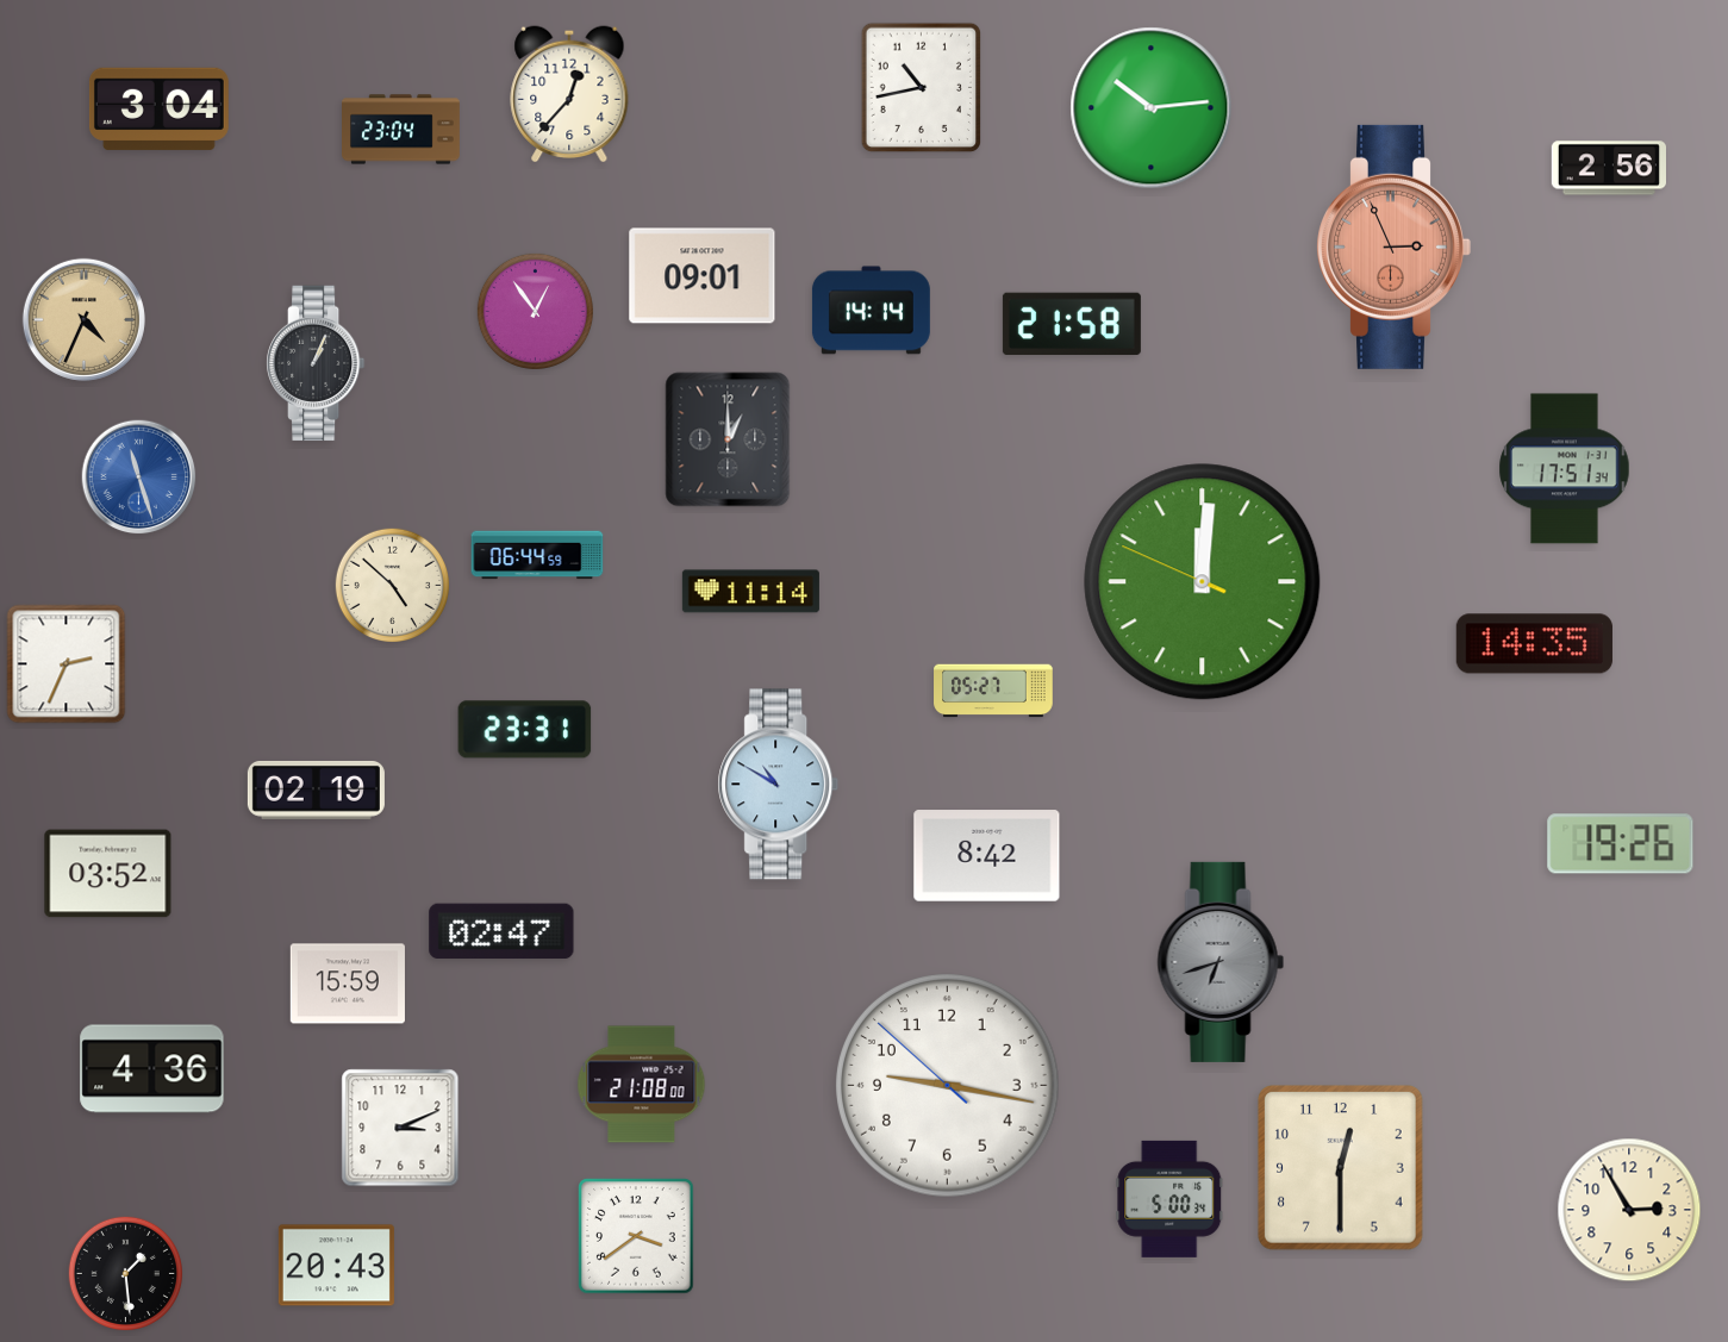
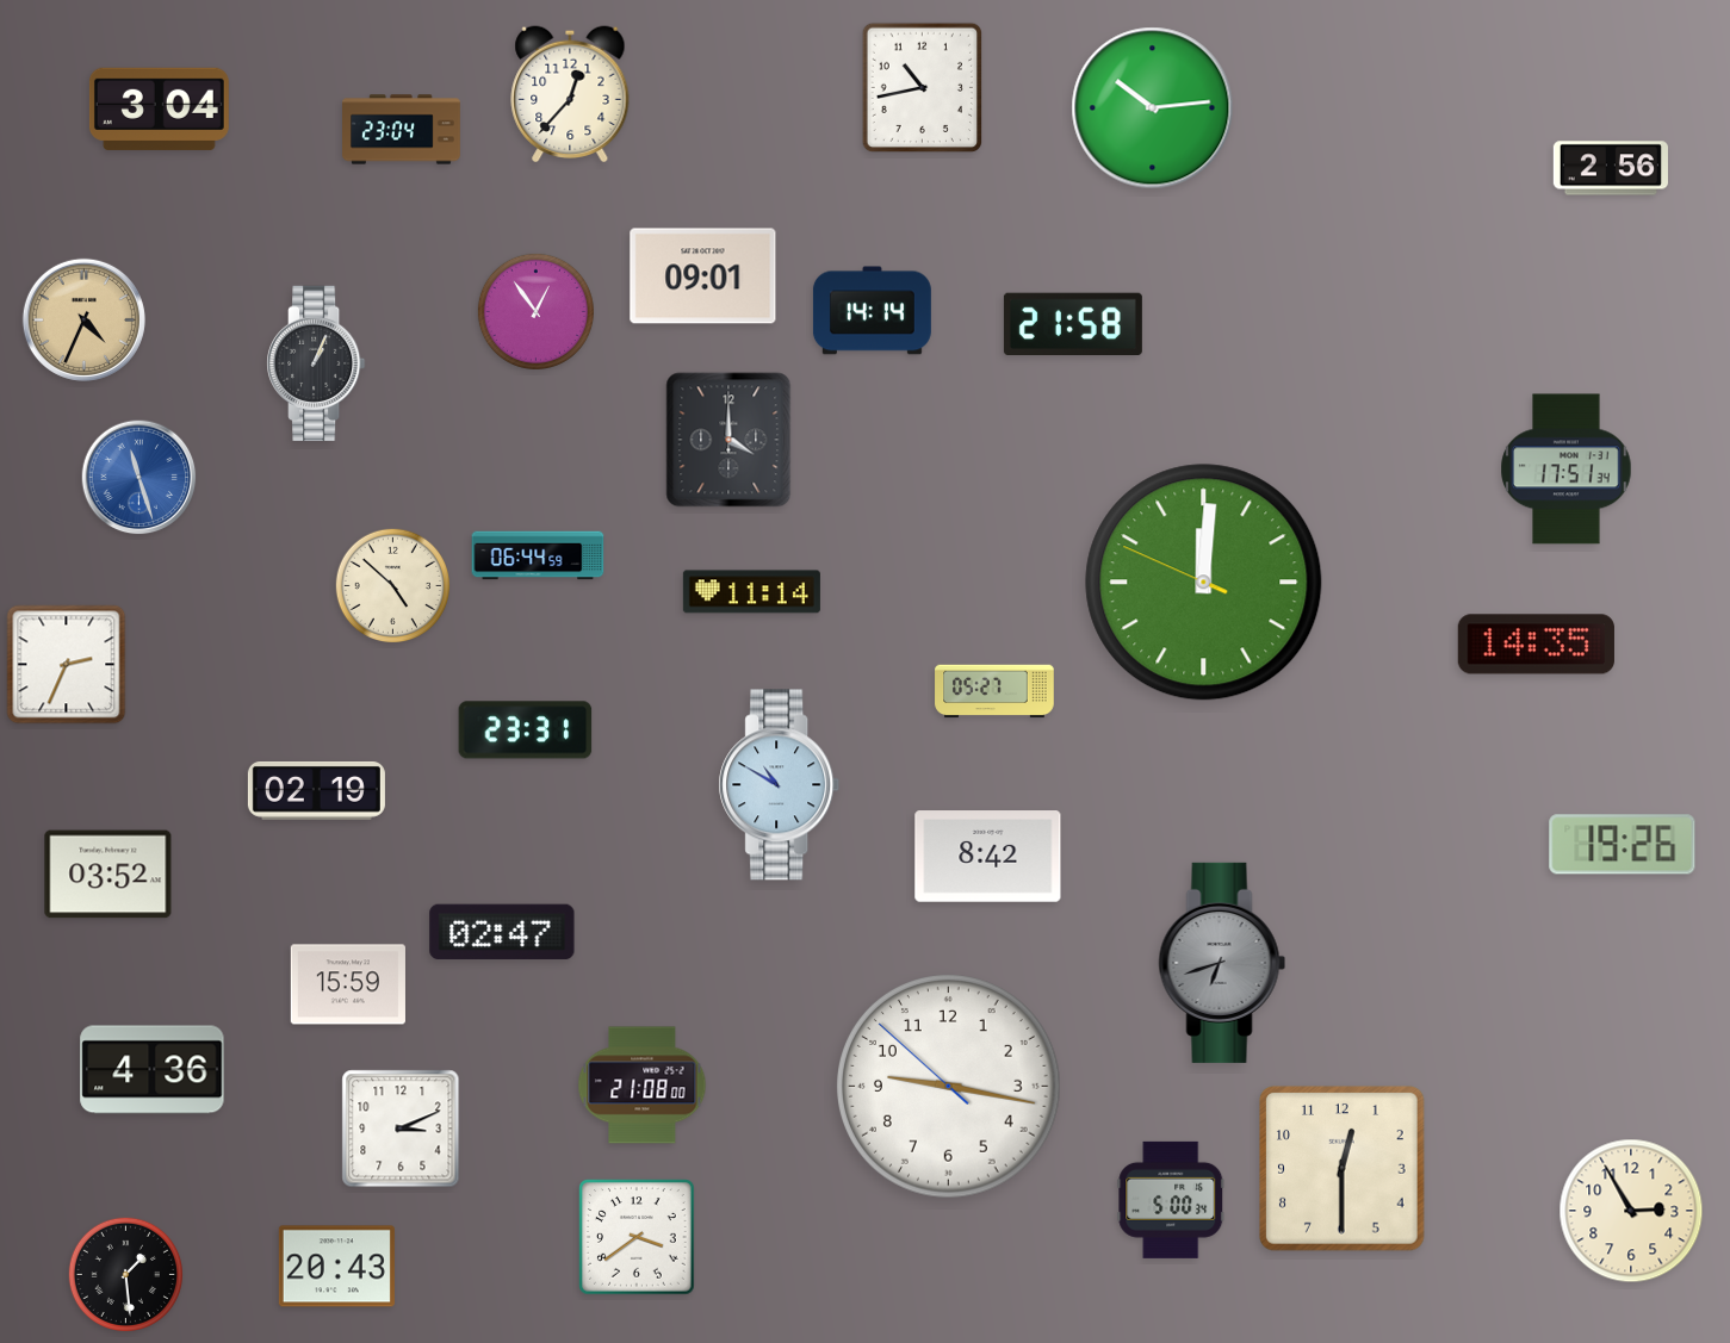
clock at (1393, 246): 2:56 -> none
clock at (728, 439): 1:00 -> 4:00
